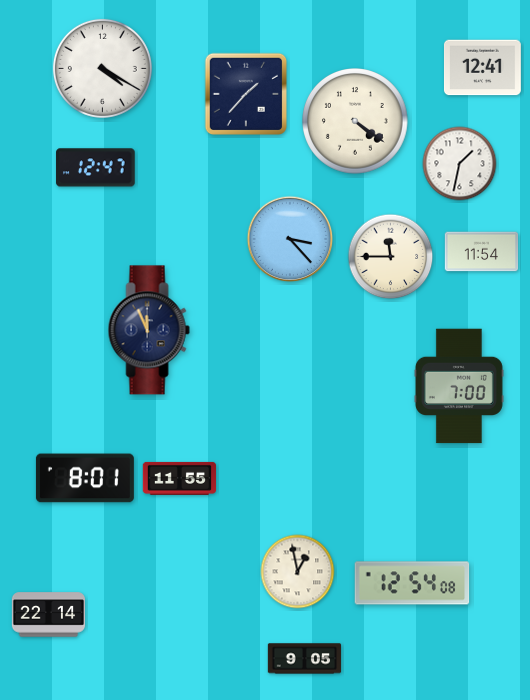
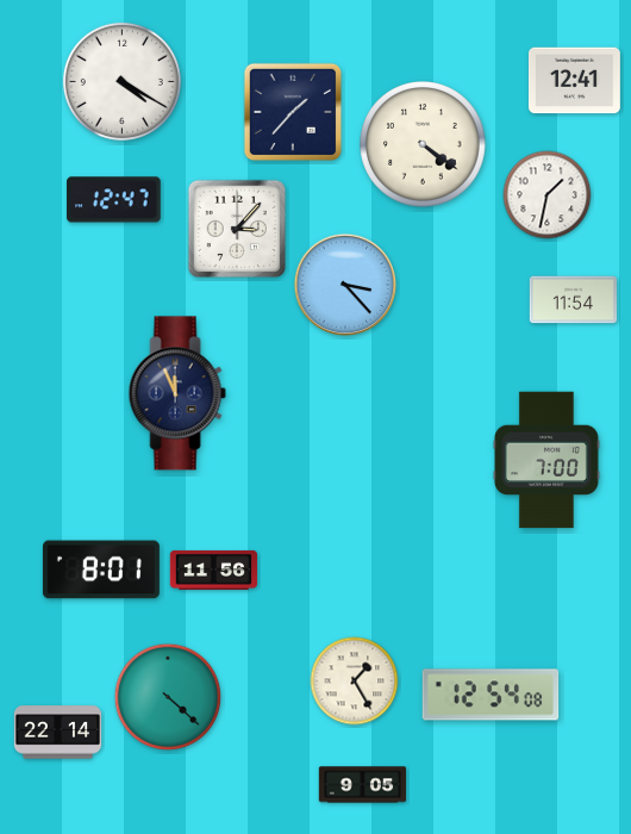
clock at (236, 228): none -> 3:07
clock at (391, 257): 11:45 -> none
clock at (180, 478): 11:55 -> 11:56
clock at (298, 572): 12:58 -> 1:25
clock at (168, 697): none -> 4:22
